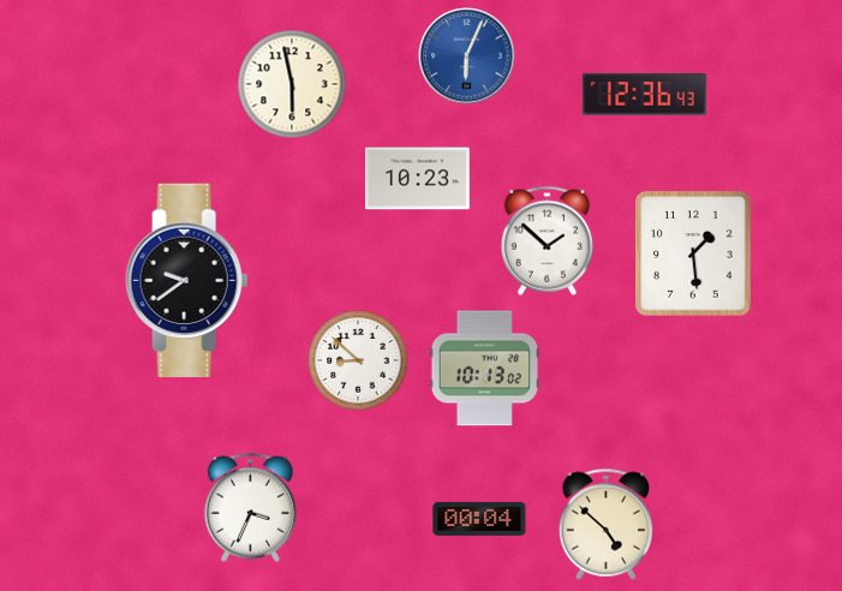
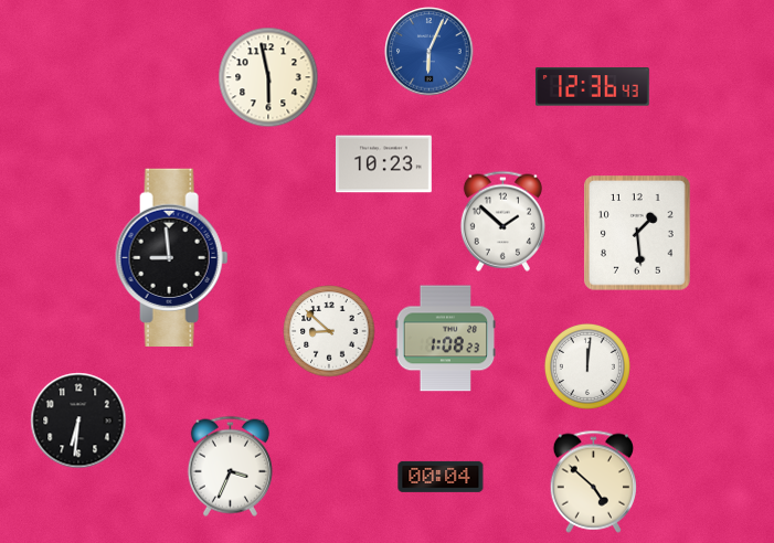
clock at (187, 280): 9:39 -> 8:59
clock at (485, 369): 10:13 -> 1:08
clock at (587, 366): none -> 12:01
clock at (78, 420): none -> 6:31
clock at (607, 524) position: (607, 524) -> (594, 481)
